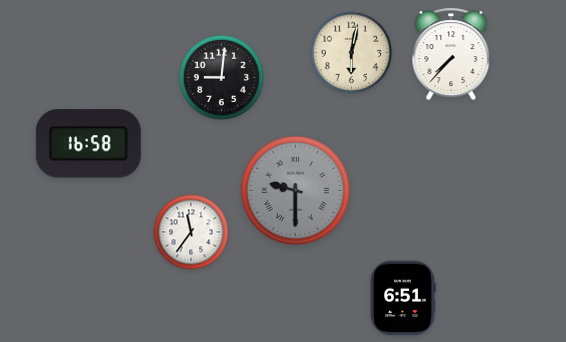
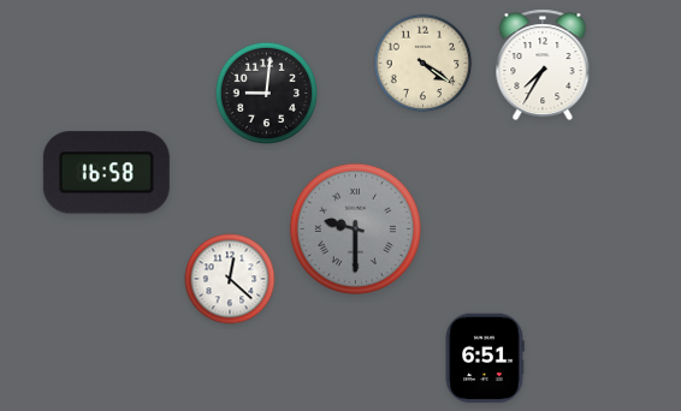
clock at (352, 53): 6:02 -> 4:21
clock at (451, 54): 7:37 -> 7:35
clock at (191, 232): 11:36 -> 12:22
